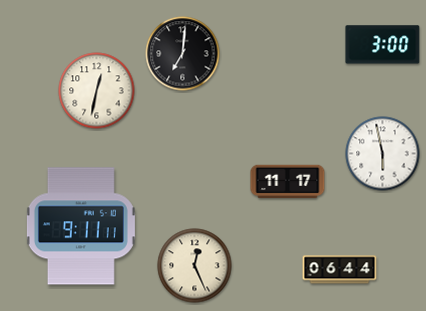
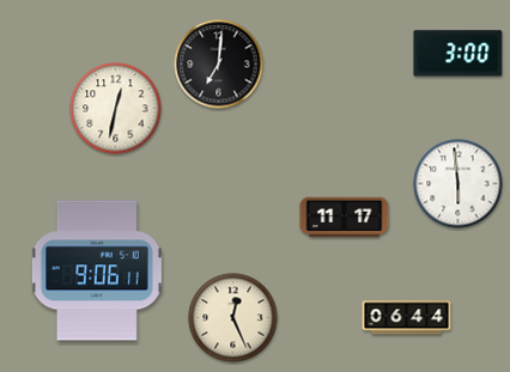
clock at (383, 154): 5:58 -> 5:59
clock at (81, 226): 9:11 -> 9:06
clock at (340, 270) position: (340, 270) -> (407, 318)
